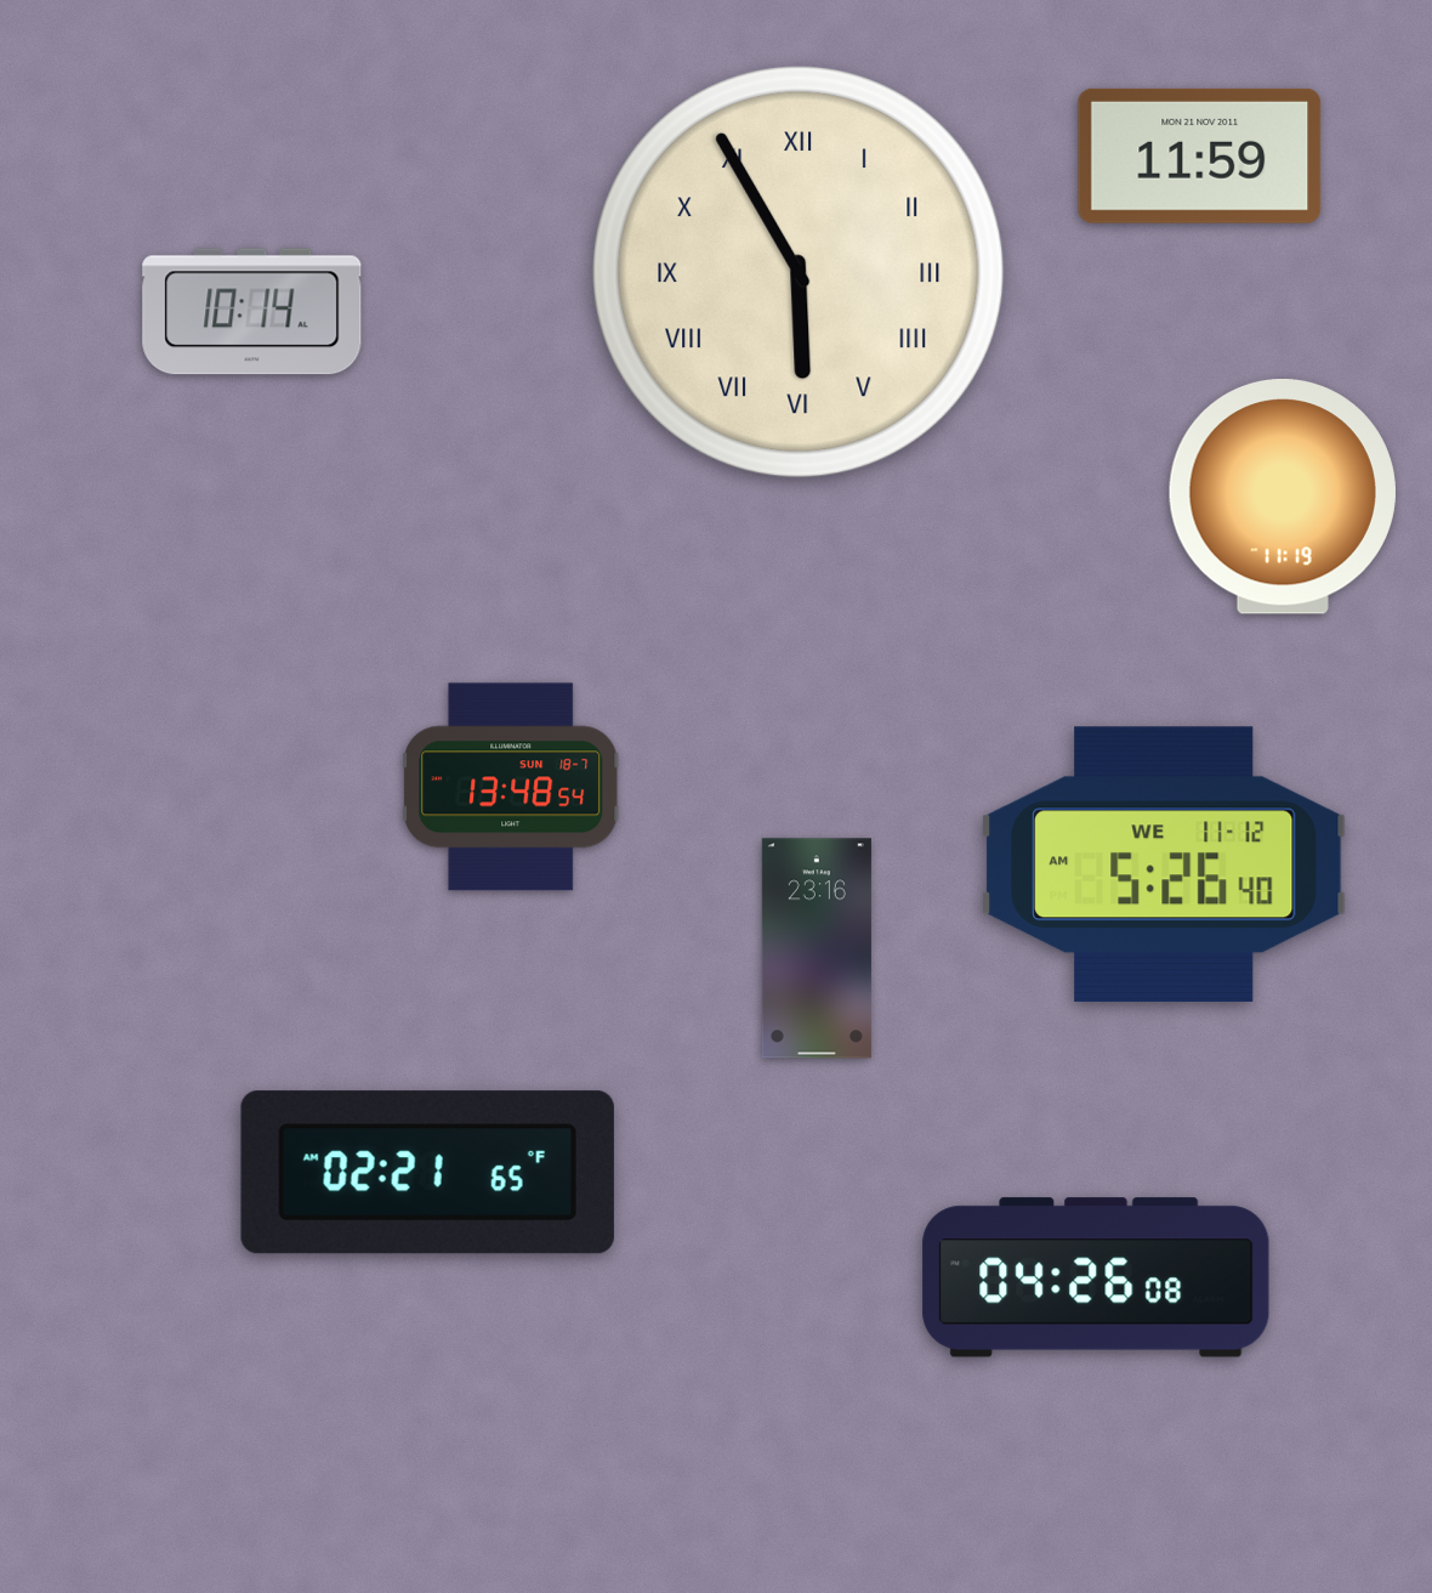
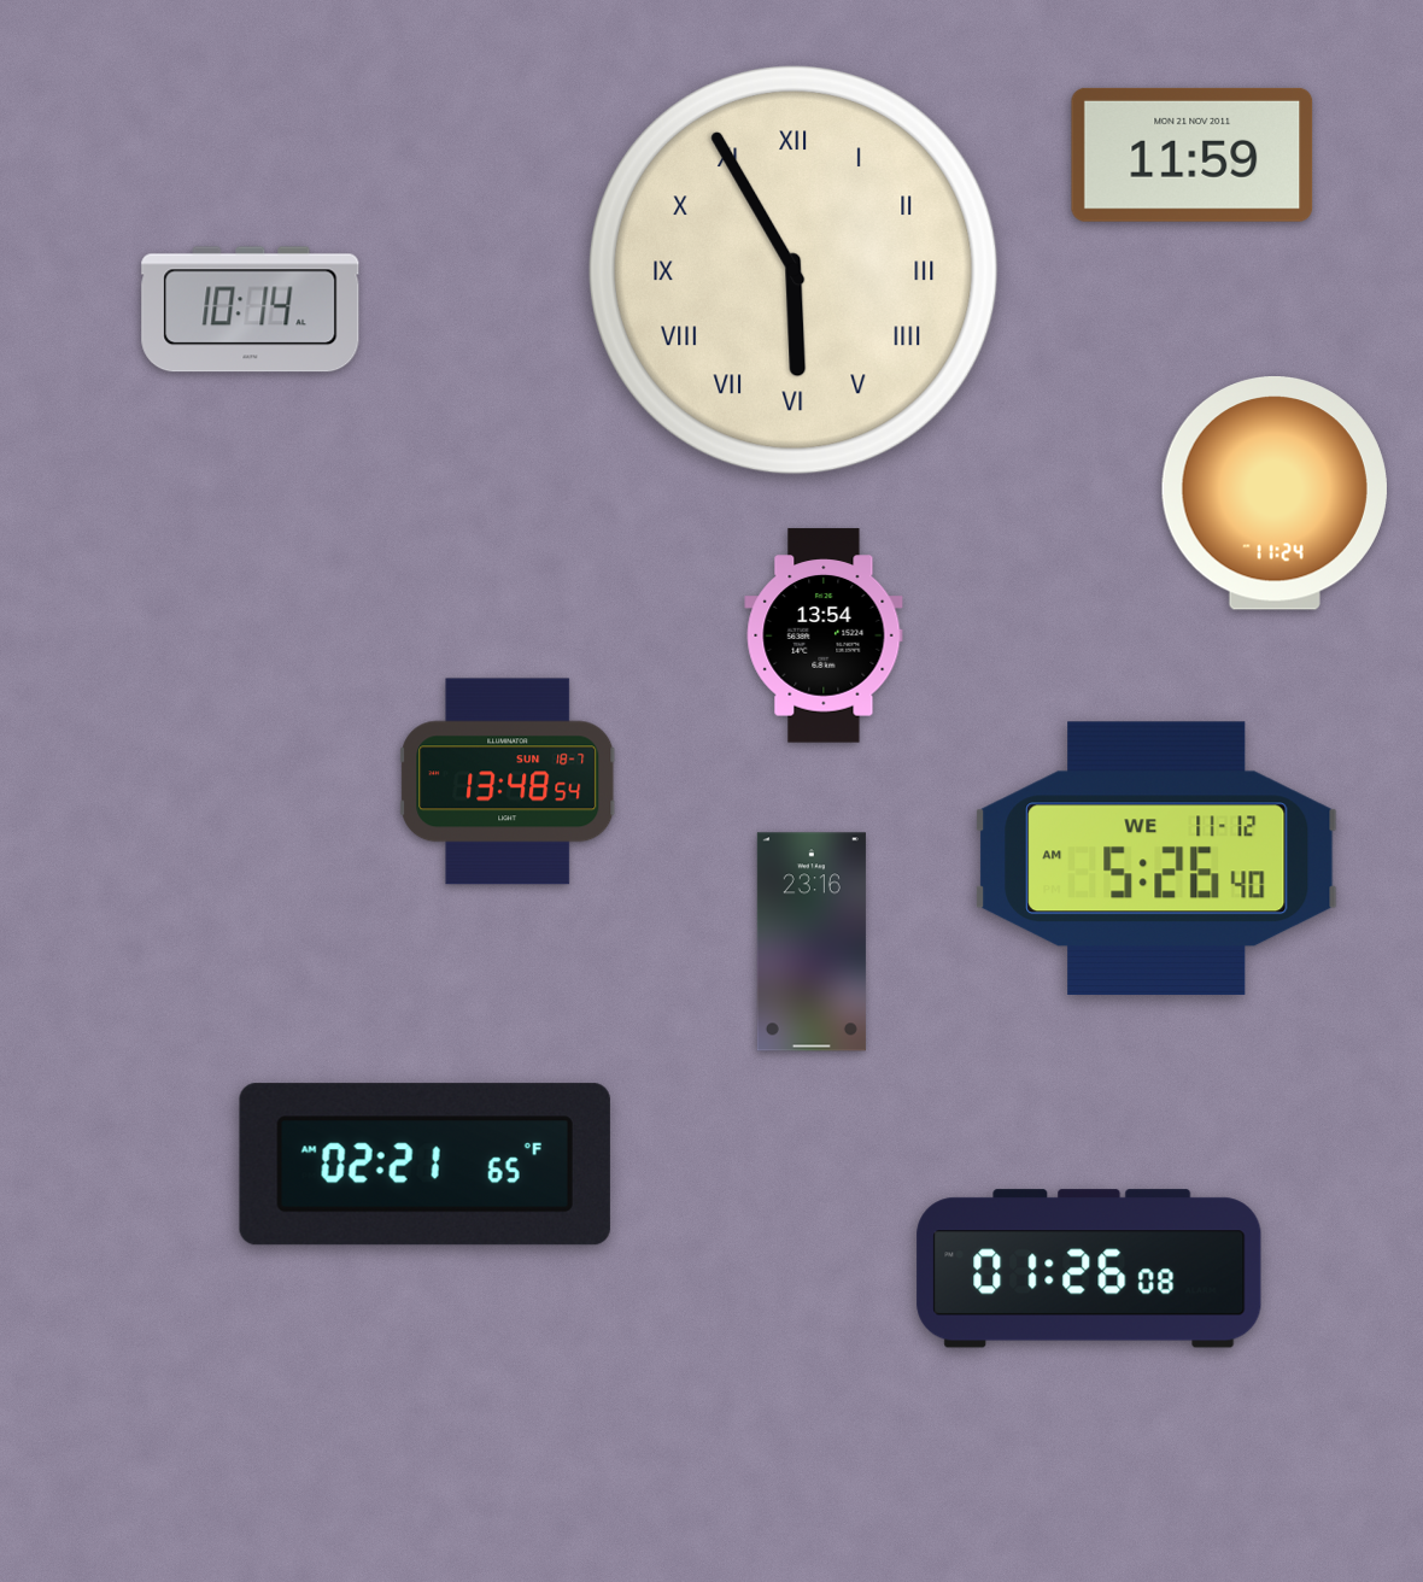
clock at (1283, 498): 11:19 -> 11:24
clock at (824, 635): none -> 13:54
clock at (1096, 1277): 04:26 -> 01:26
